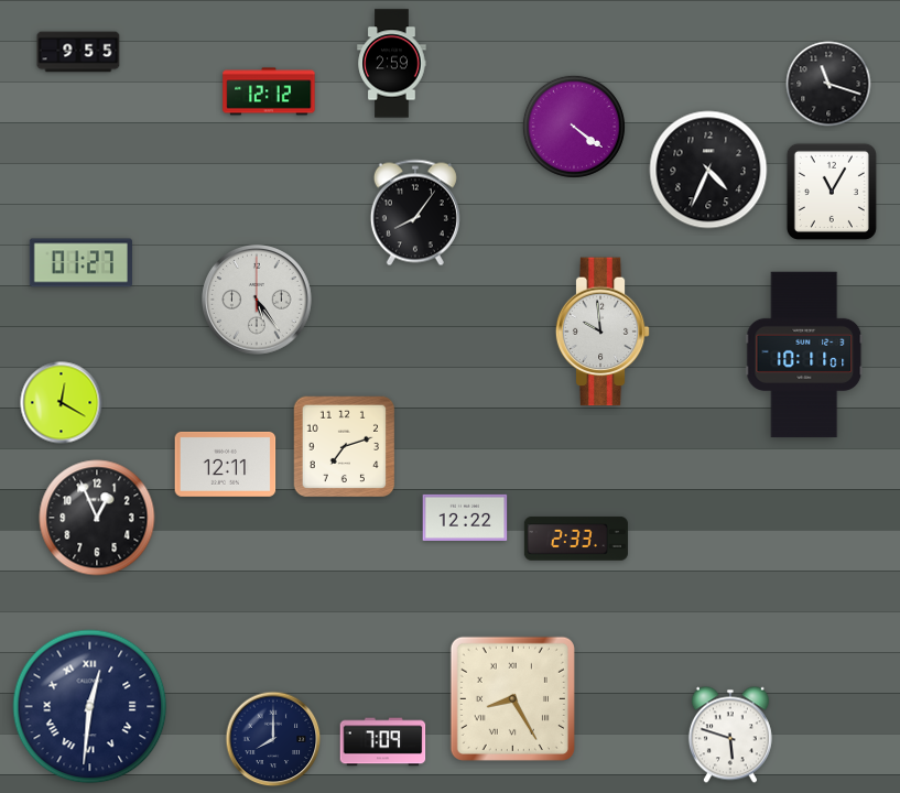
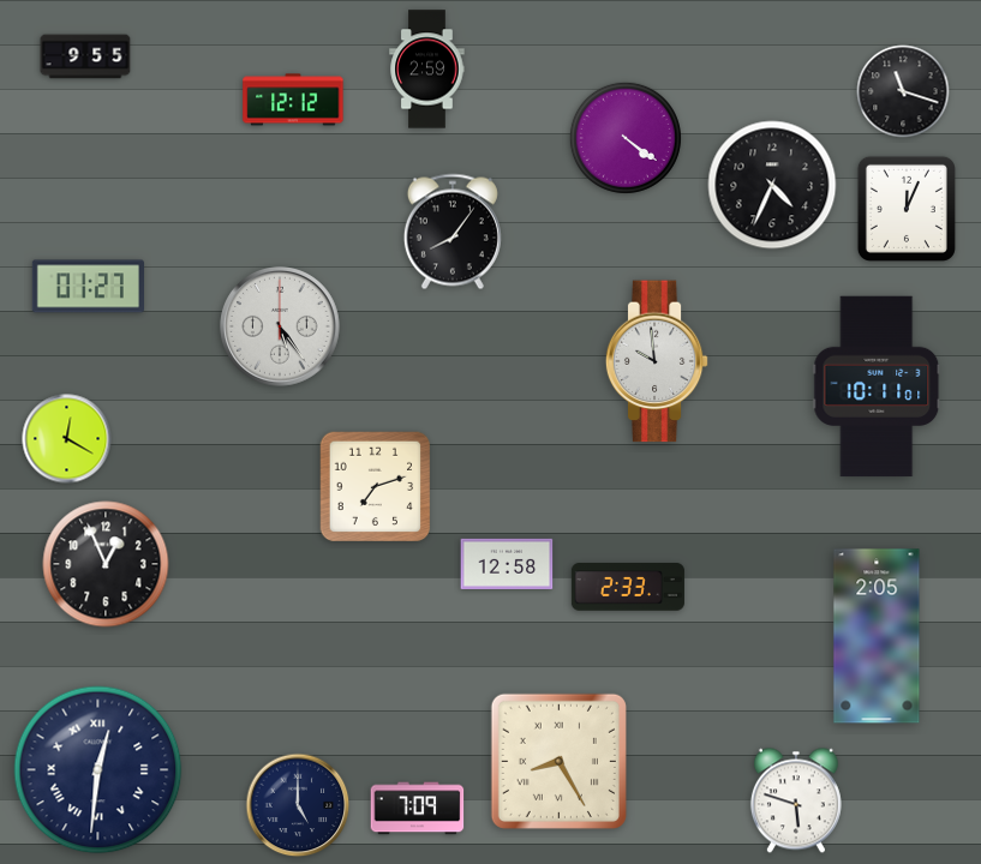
clock at (832, 192): 11:05 -> 12:04
clock at (226, 464): 12:11 -> none
clock at (465, 518): 12:22 -> 12:58
clock at (877, 636): none -> 2:05
clock at (273, 739): 8:00 -> 5:00
